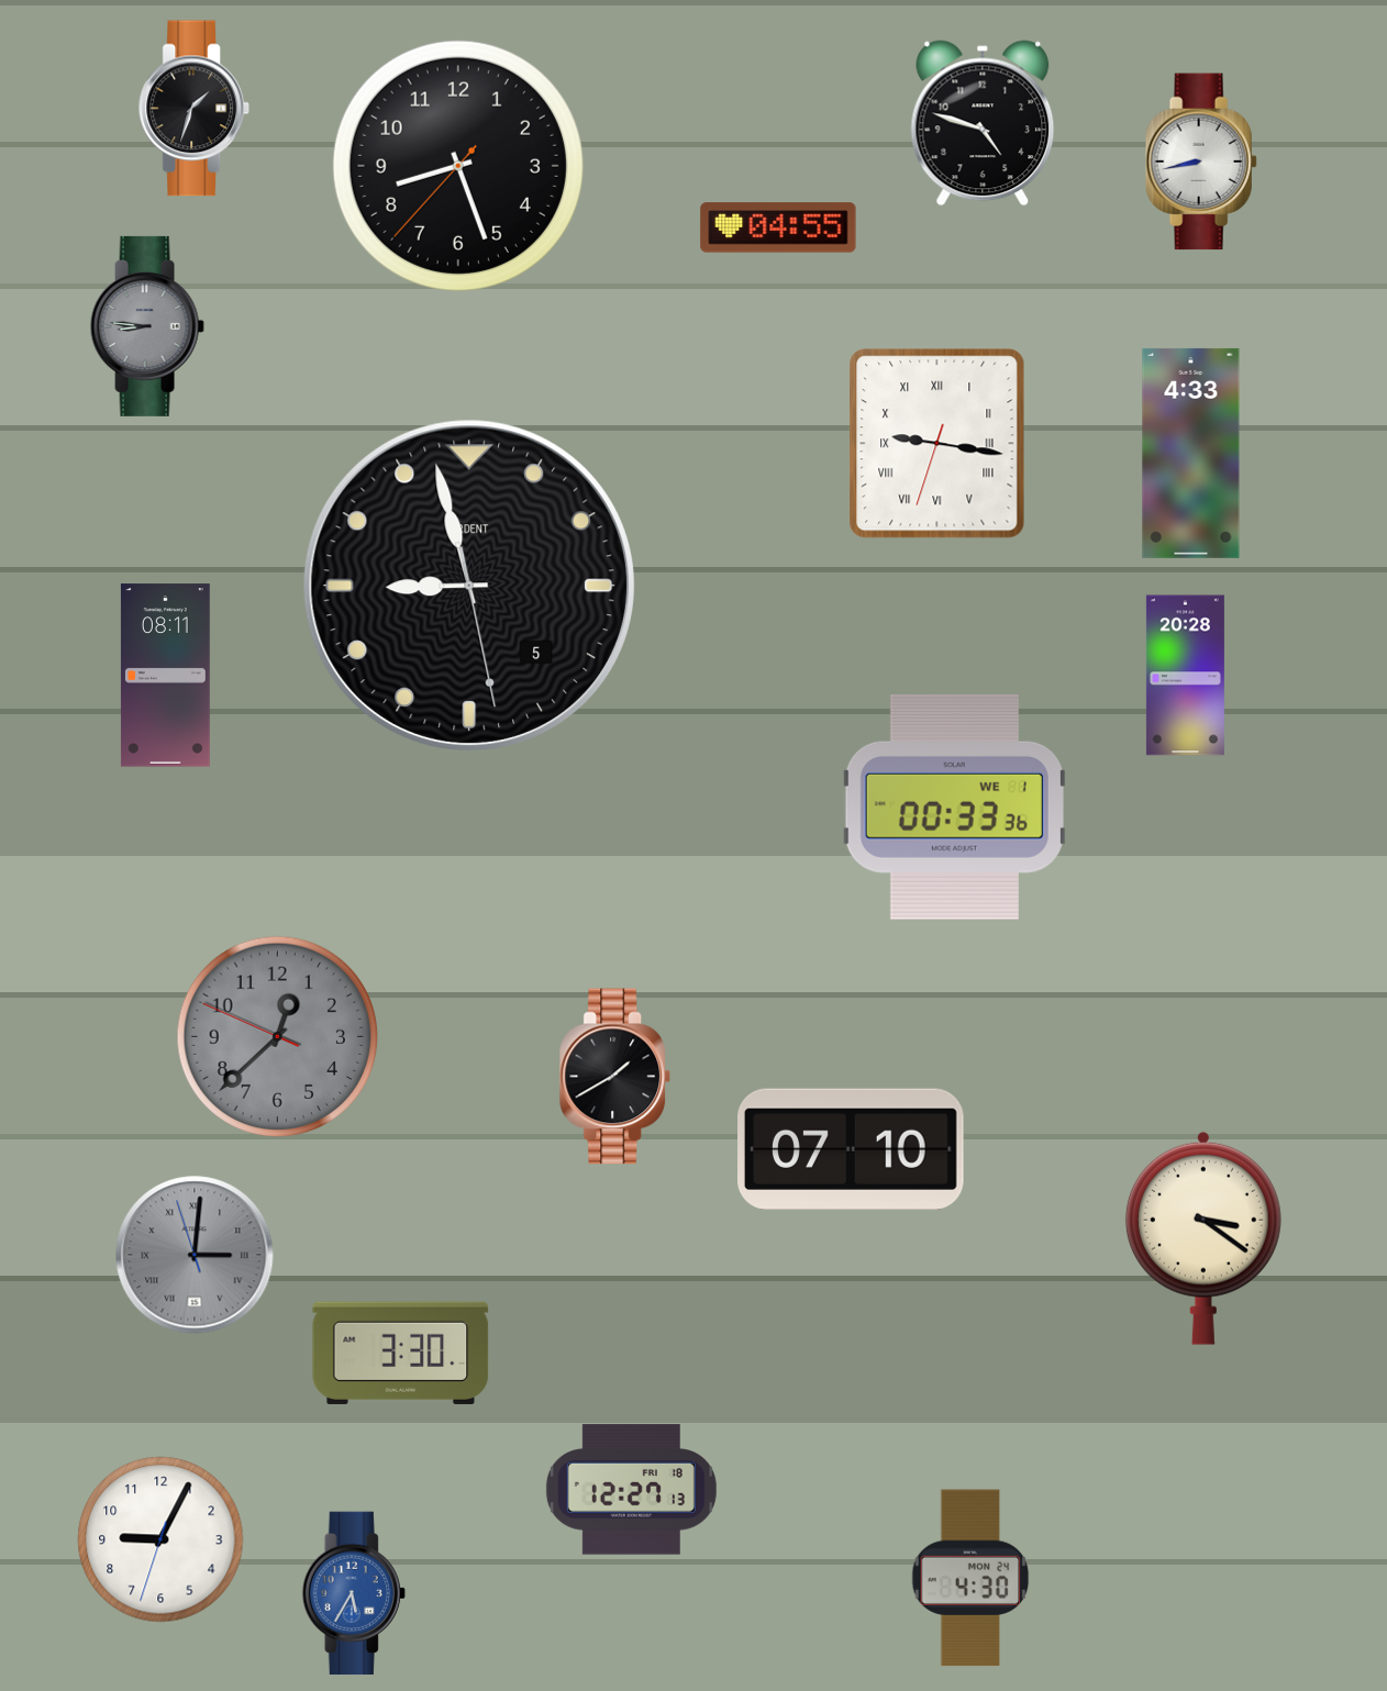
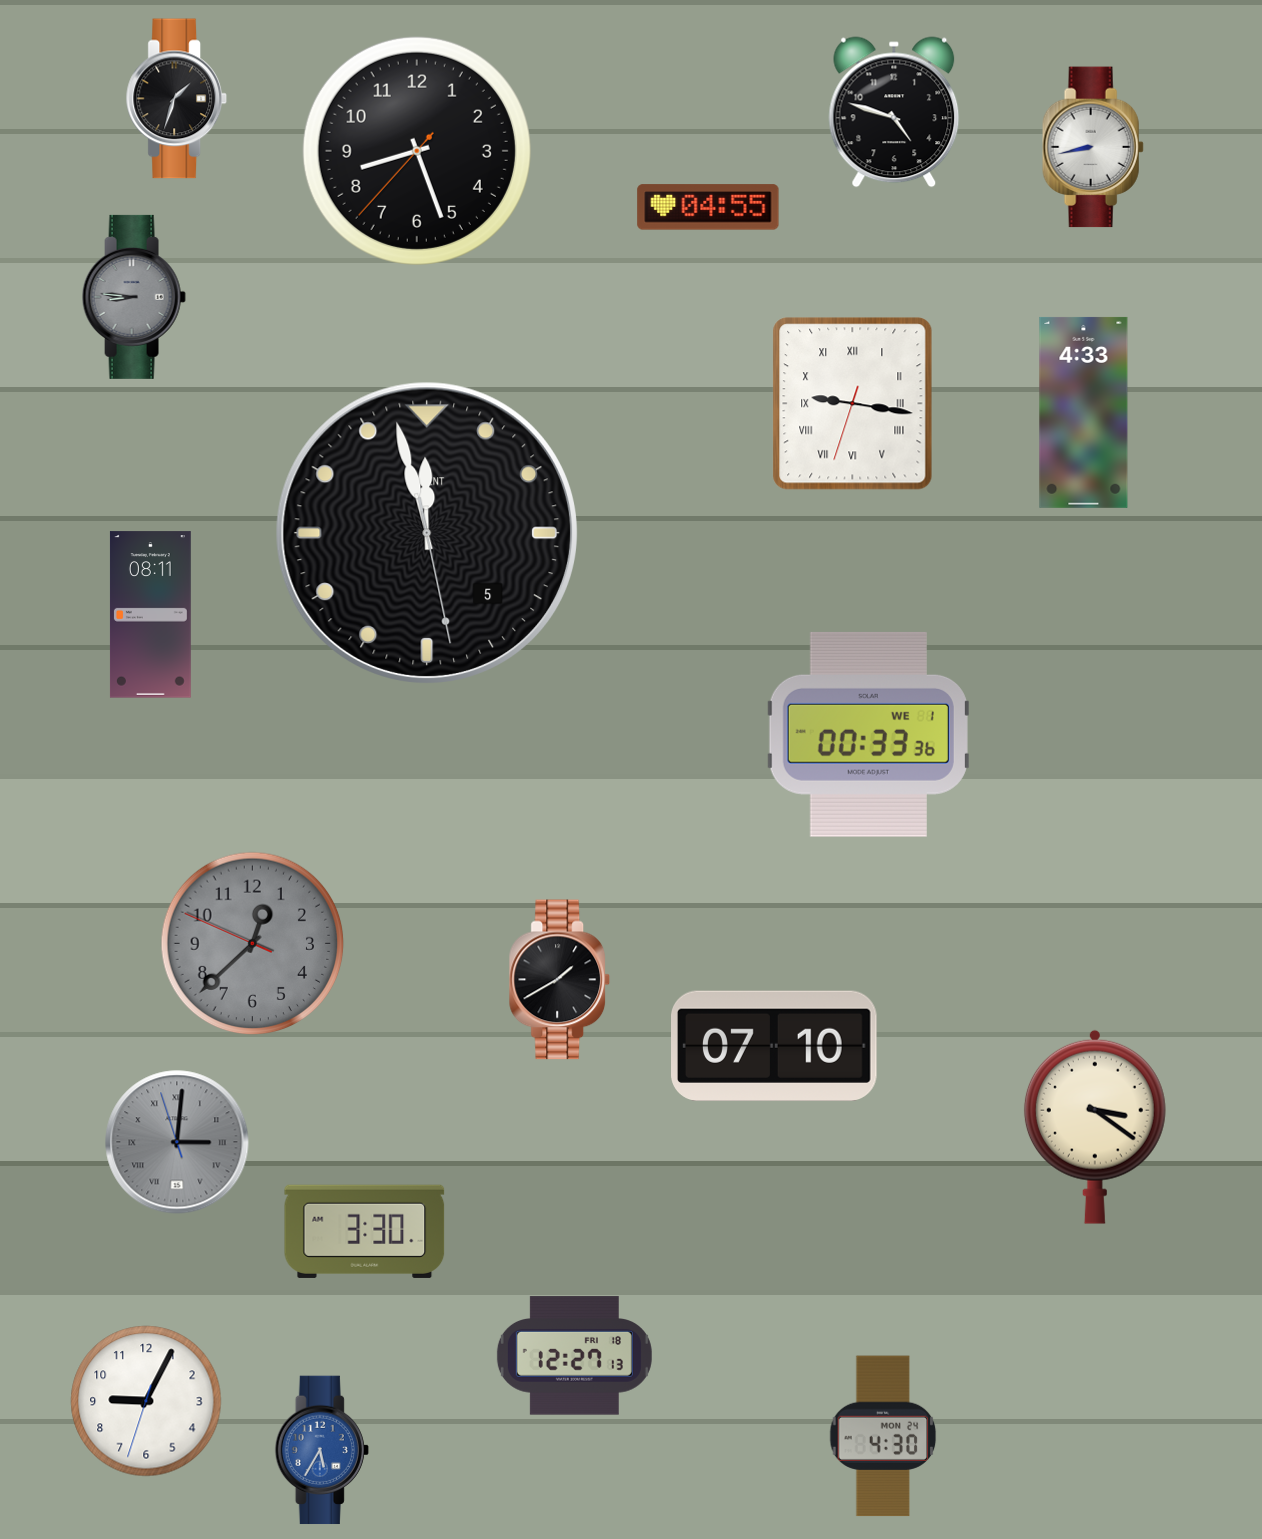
clock at (469, 586): 8:57 -> 11:57
clock at (1185, 676): 20:28 -> none
